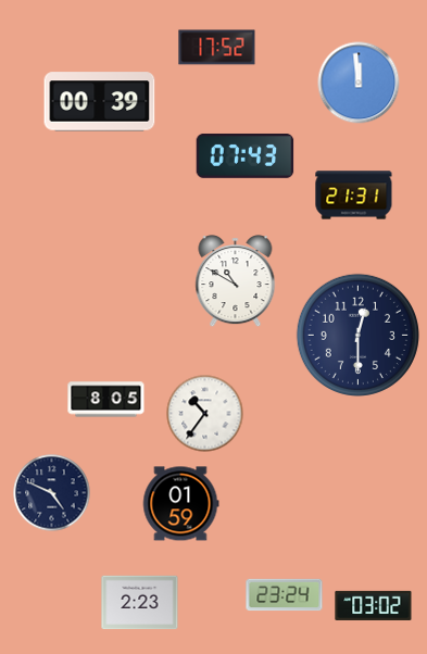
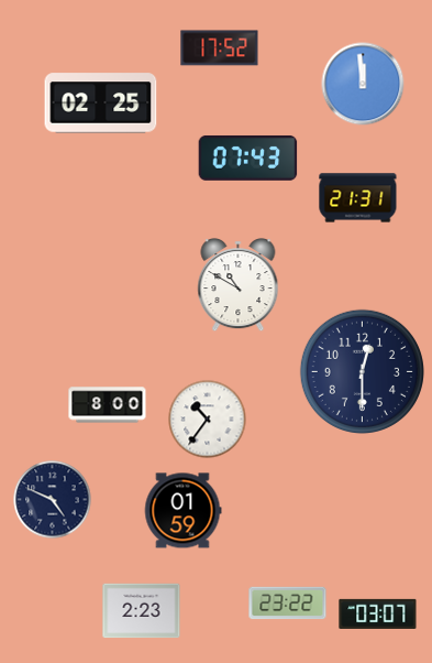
clock at (100, 102): 00:39 -> 02:25
clock at (357, 335) position: (357, 335) -> (362, 371)
clock at (106, 400): 8:05 -> 8:00
clock at (285, 595): 23:24 -> 23:22
clock at (374, 605): 03:02 -> 03:07
